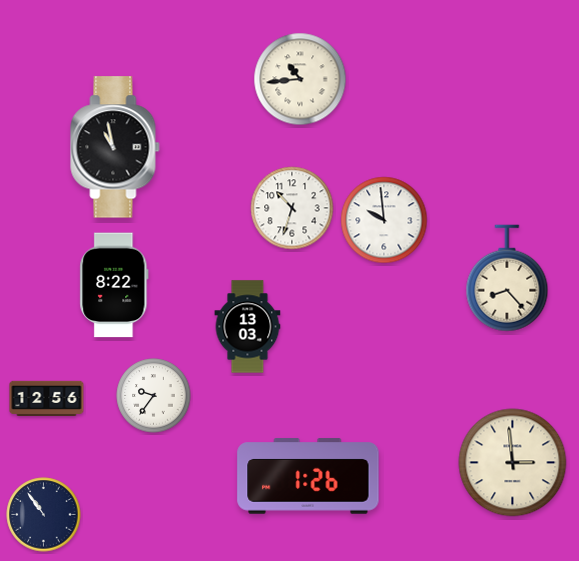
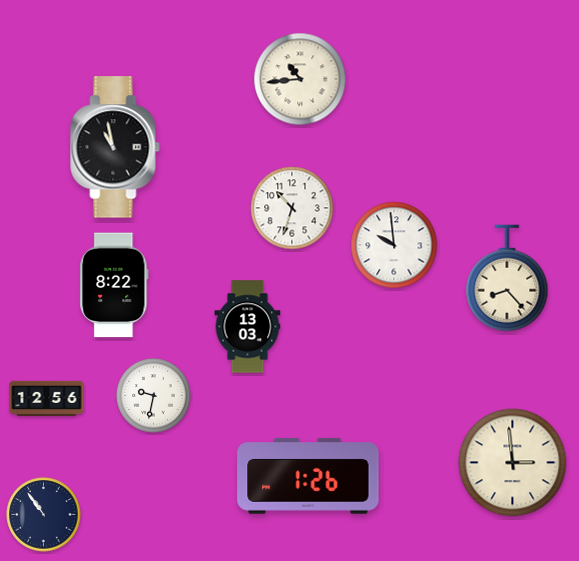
clock at (384, 220) position: (384, 220) -> (394, 245)
clock at (154, 396): 9:36 -> 9:32
